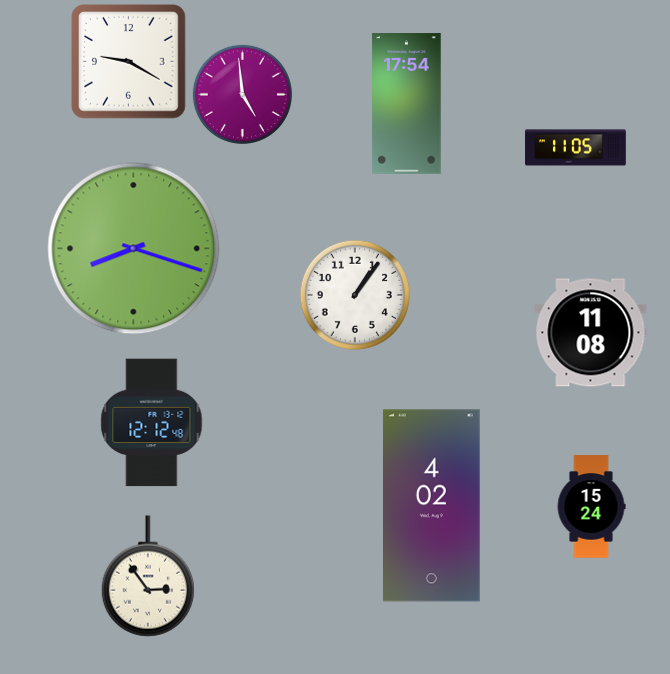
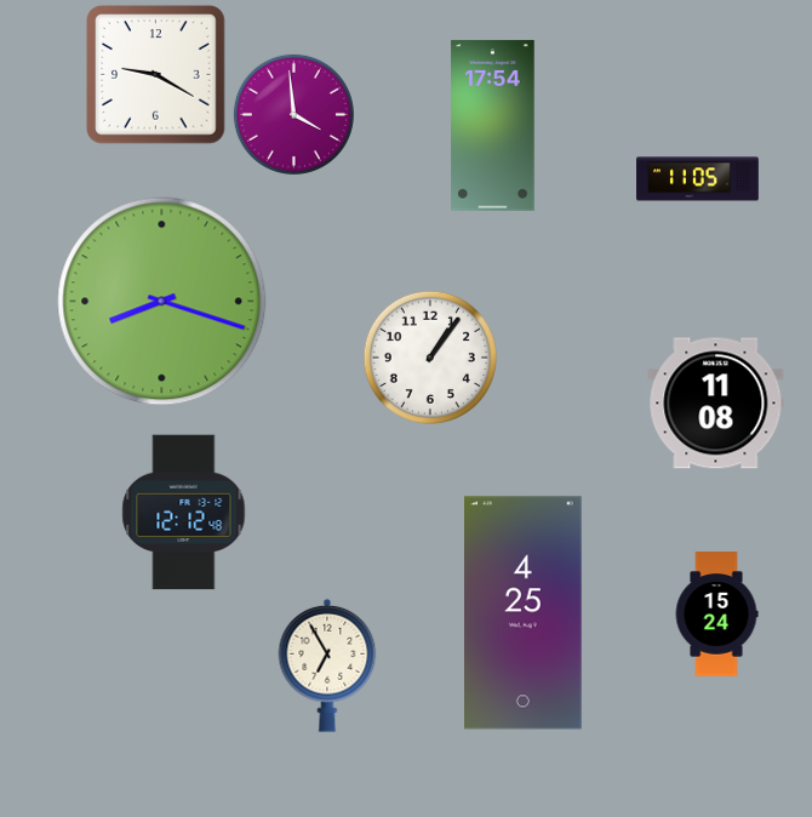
clock at (242, 94): 4:59 -> 3:59
clock at (432, 506): 4:02 -> 4:25
clock at (327, 665): none -> 6:55
clock at (148, 576): 2:54 -> none
